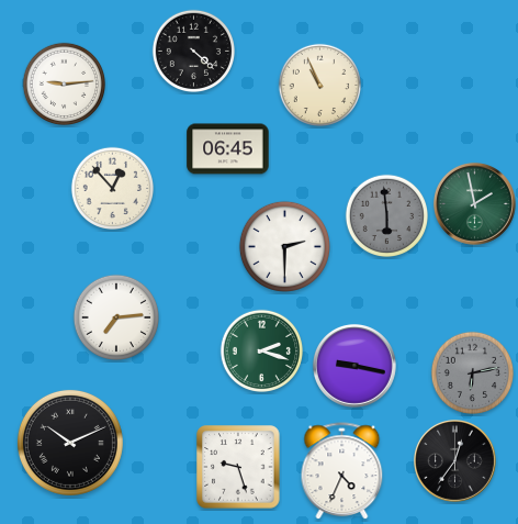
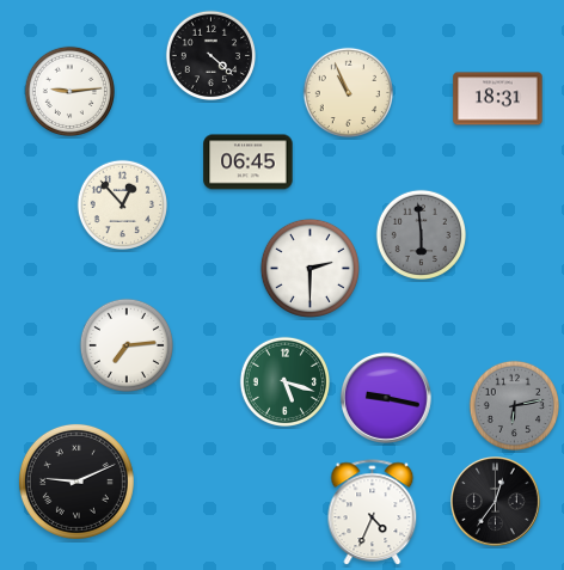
clock at (498, 99): none -> 18:31
clock at (475, 204): 1:58 -> none
clock at (261, 350): 2:18 -> 5:18
clock at (70, 443): 10:11 -> 9:11
clock at (238, 467): 9:27 -> none
